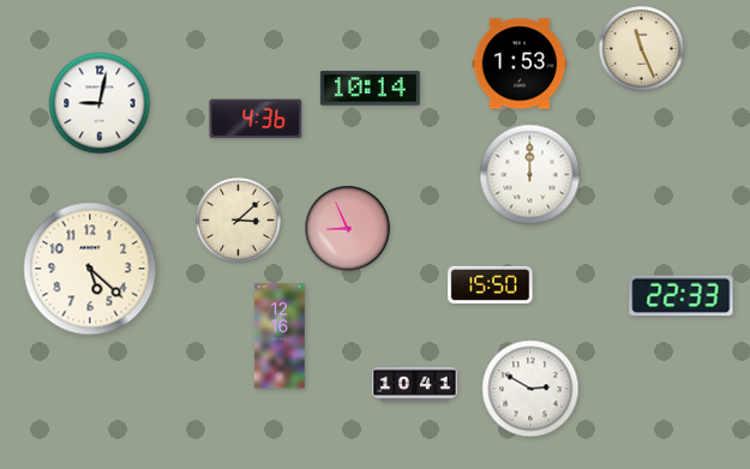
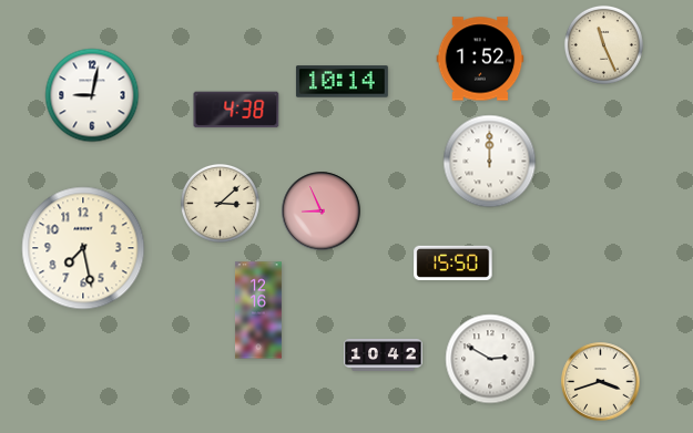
clock at (641, 48) position: (641, 48) -> (603, 44)
clock at (520, 64): 1:53 -> 1:52
clock at (256, 119): 4:36 -> 4:38
clock at (90, 269): 5:22 -> 7:28
clock at (682, 296): 22:33 -> none
clock at (415, 385): 10:41 -> 10:42
clock at (601, 382): none -> 3:42
